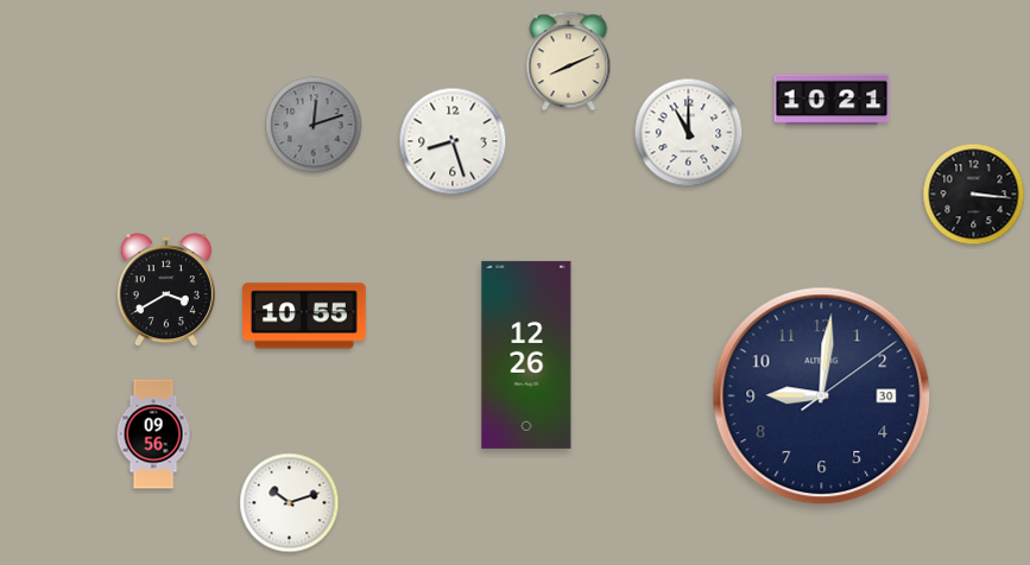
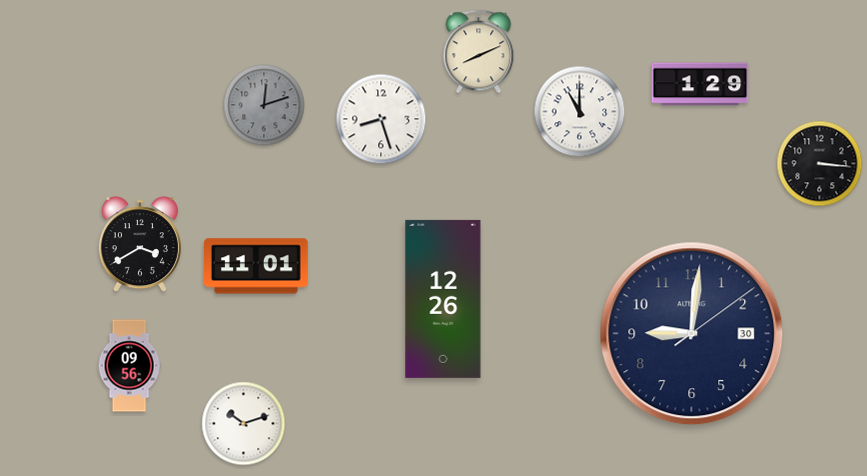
clock at (832, 100): 10:21 -> 1:29
clock at (305, 316): 10:55 -> 11:01
